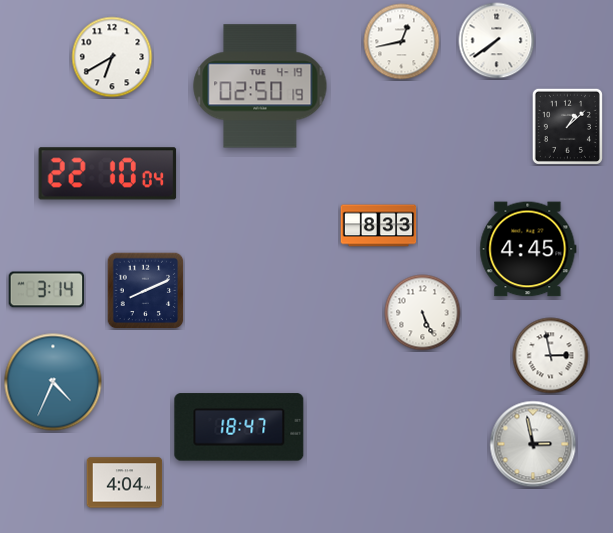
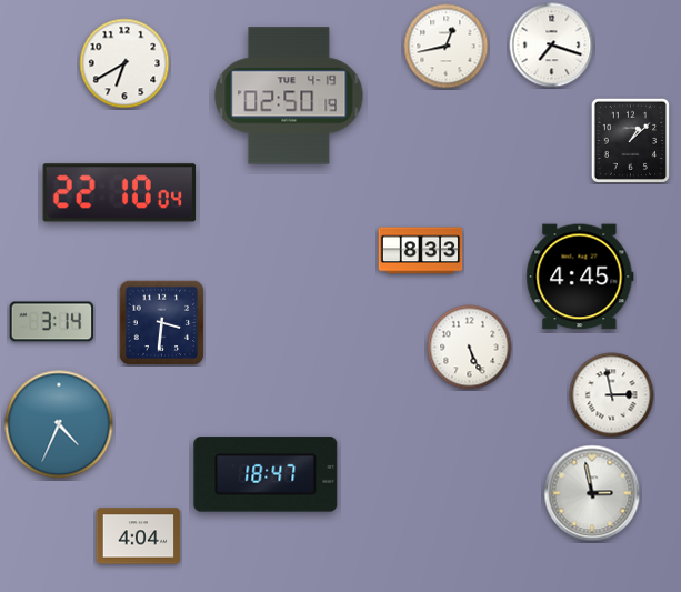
clock at (497, 41): 7:39 -> 7:18
clock at (528, 249) position: (528, 249) -> (580, 277)
clock at (145, 290): 8:11 -> 3:31
